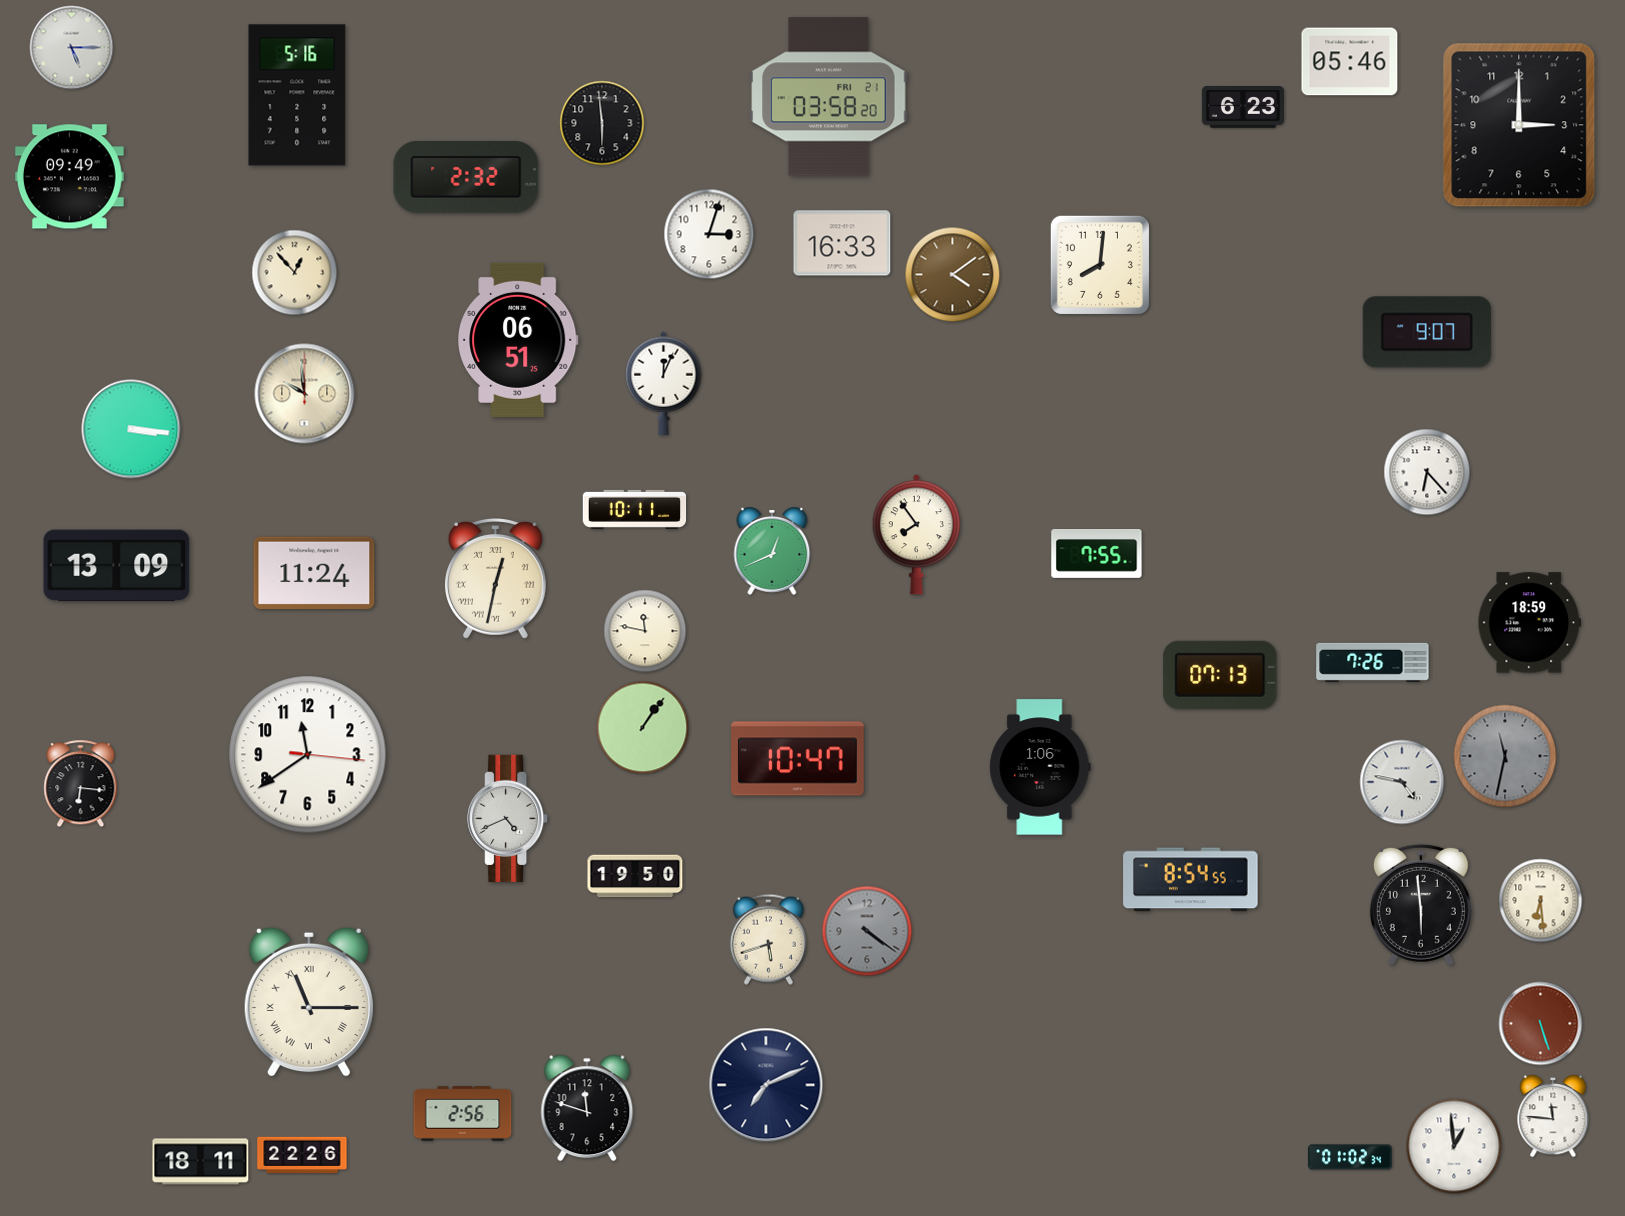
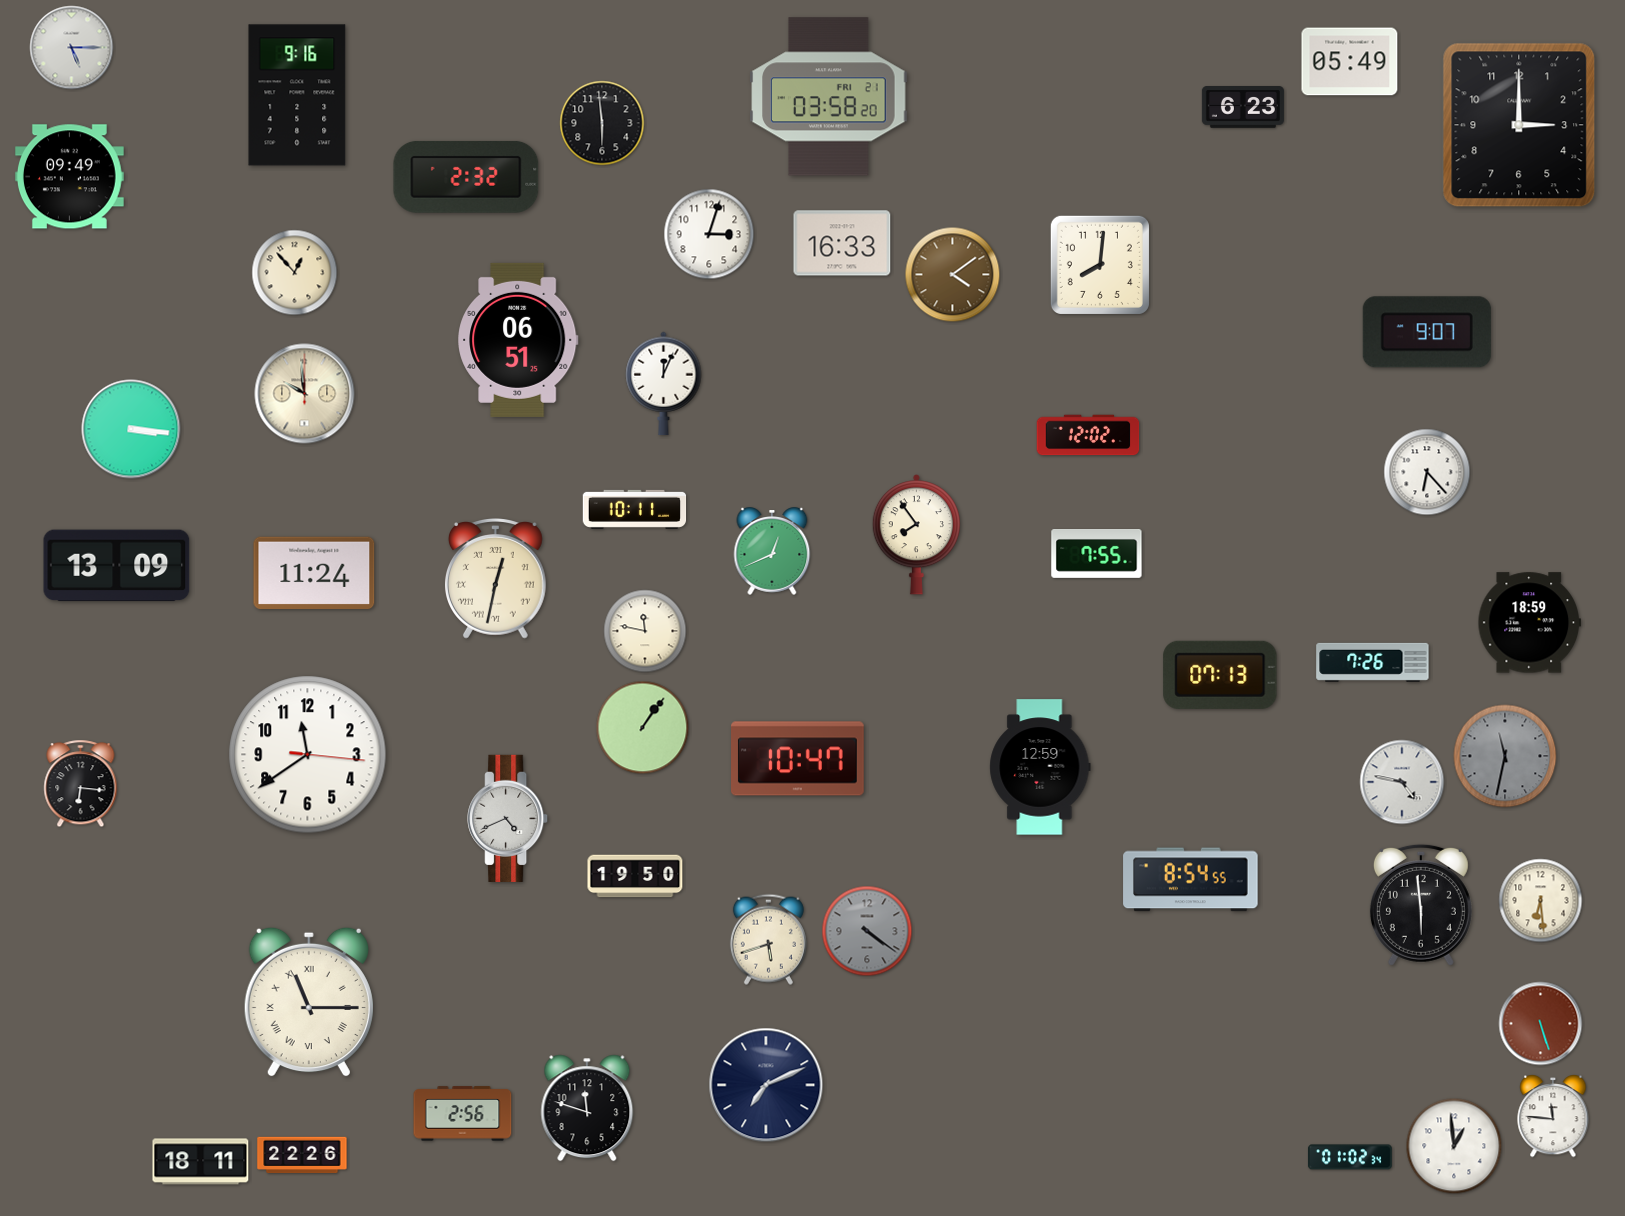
clock at (1350, 62): 05:46 -> 05:49
clock at (297, 95): 5:16 -> 9:16
clock at (1088, 435): none -> 12:02
clock at (1040, 767): 1:06 -> 12:59
